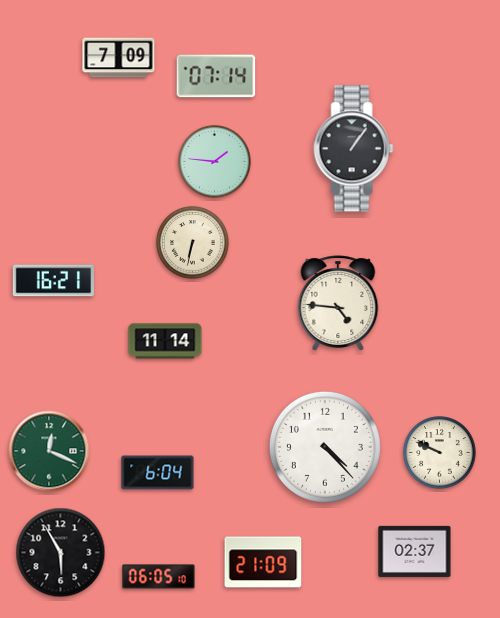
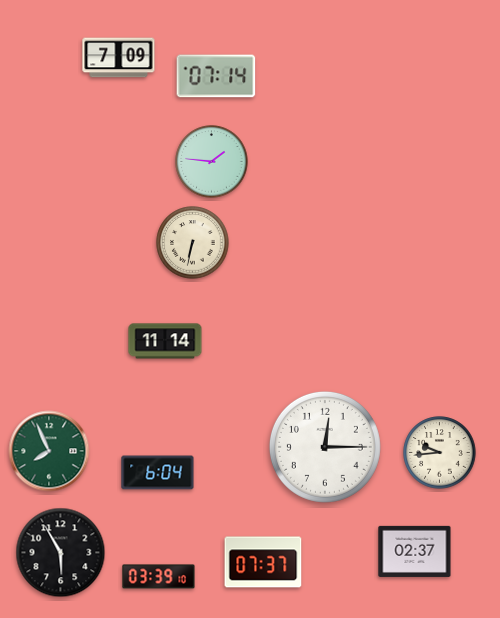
clock at (354, 149): 1:06 -> none
clock at (215, 162) position: (215, 162) -> (212, 162)
clock at (54, 281): 16:21 -> none
clock at (338, 303): 4:46 -> none
clock at (325, 447): 4:23 -> 12:15
clock at (49, 451): 12:19 -> 7:56
clock at (440, 453): 9:49 -> 9:44
clock at (263, 562): 21:09 -> 07:37
clock at (159, 577): 06:05 -> 03:39
